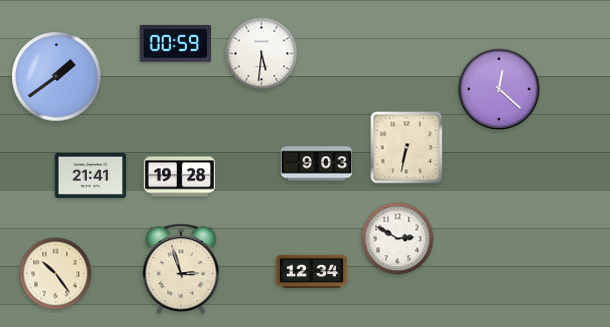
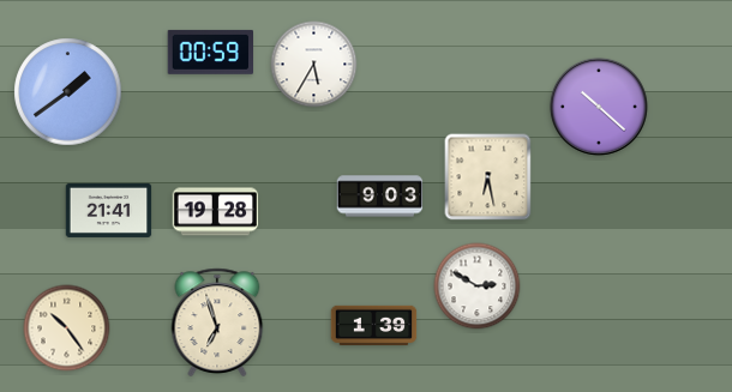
clock at (262, 54): 5:31 -> 5:35
clock at (499, 89): 12:22 -> 10:22
clock at (407, 148): 6:32 -> 6:28
clock at (181, 268): 2:57 -> 6:57
clock at (312, 272): 12:34 -> 1:39
